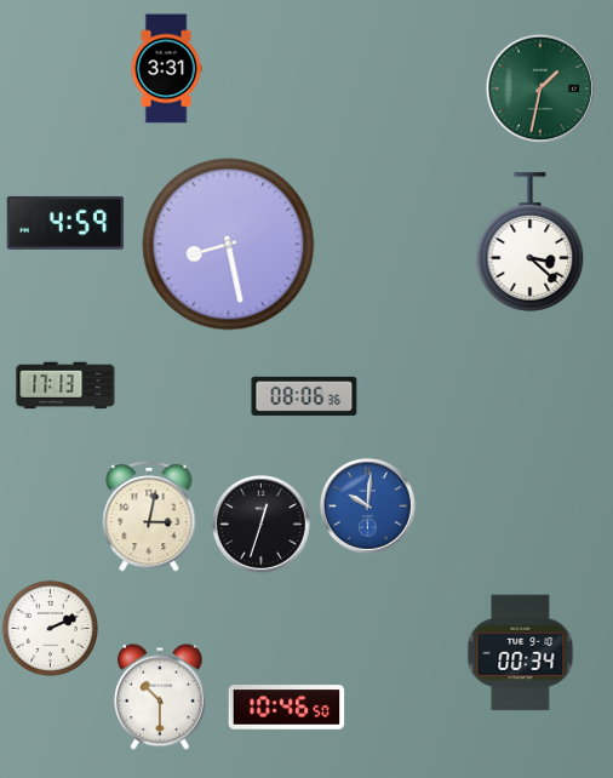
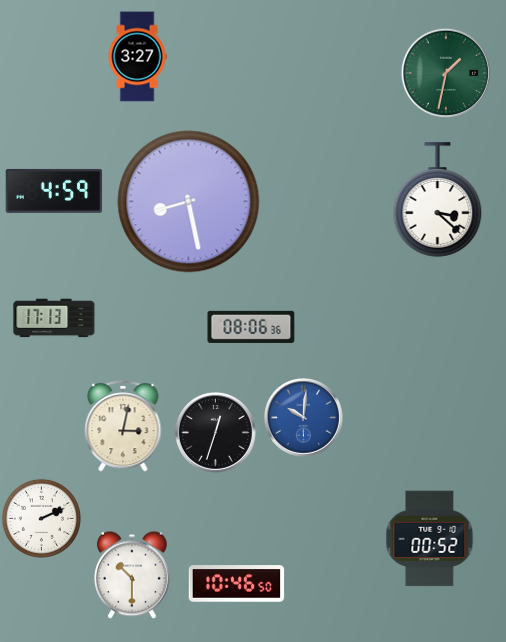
clock at (166, 69): 3:31 -> 3:27
clock at (65, 223) position: (65, 223) -> (54, 191)
clock at (521, 653): 00:34 -> 00:52
